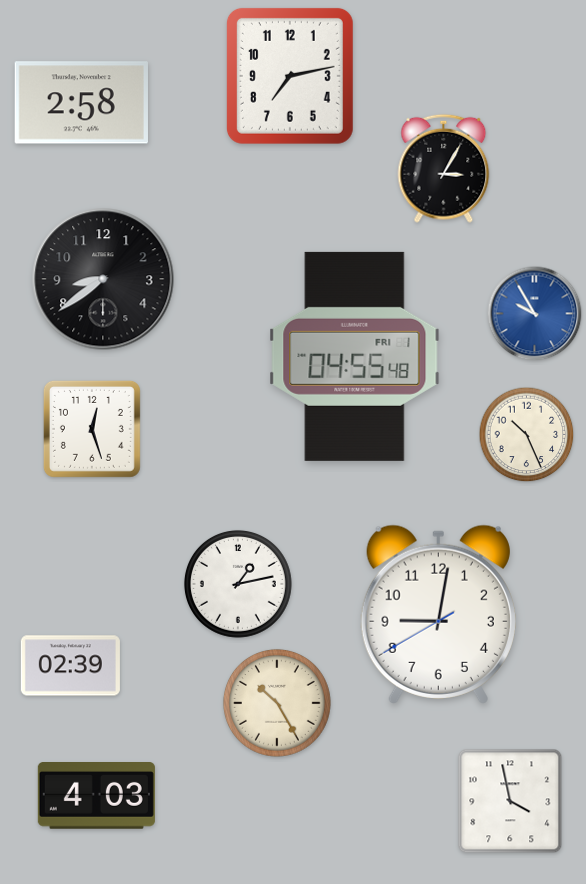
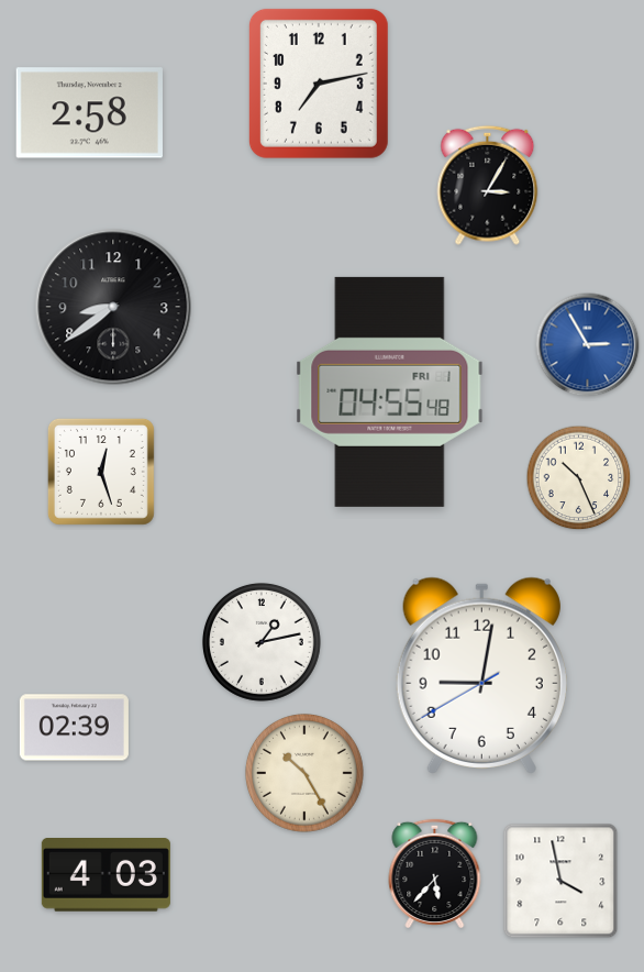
clock at (535, 314): 9:55 -> 2:55
clock at (70, 666) position: (70, 666) -> (74, 728)
clock at (435, 873): none -> 5:37
